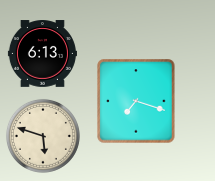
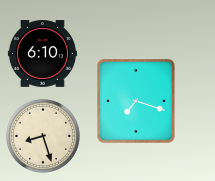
clock at (42, 54): 6:13 -> 6:10
clock at (43, 136): 5:48 -> 8:27
